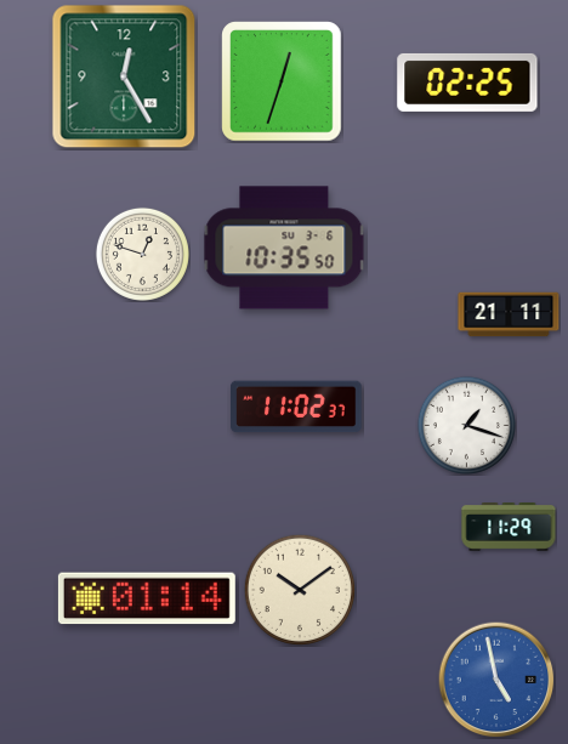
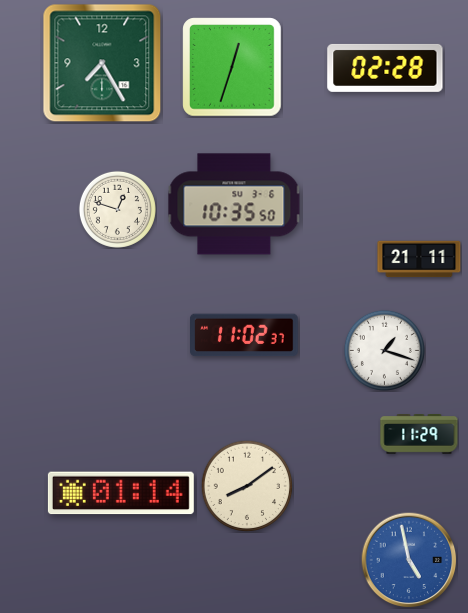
clock at (124, 76): 12:25 -> 7:25
clock at (467, 83): 02:25 -> 02:28
clock at (299, 589): 10:09 -> 8:09
